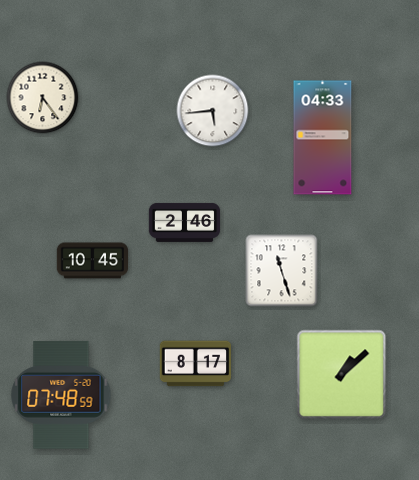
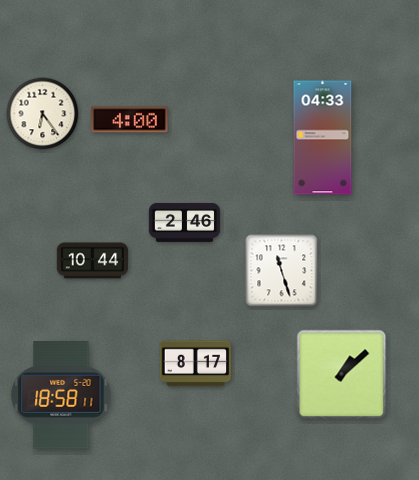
clock at (43, 98) position: (43, 98) -> (43, 114)
clock at (213, 111): 5:44 -> none
clock at (130, 120): none -> 4:00
clock at (93, 261): 10:45 -> 10:44
clock at (61, 395): 07:48 -> 18:58
